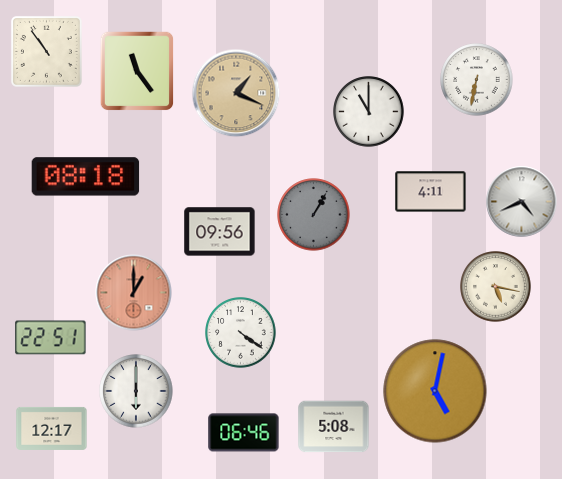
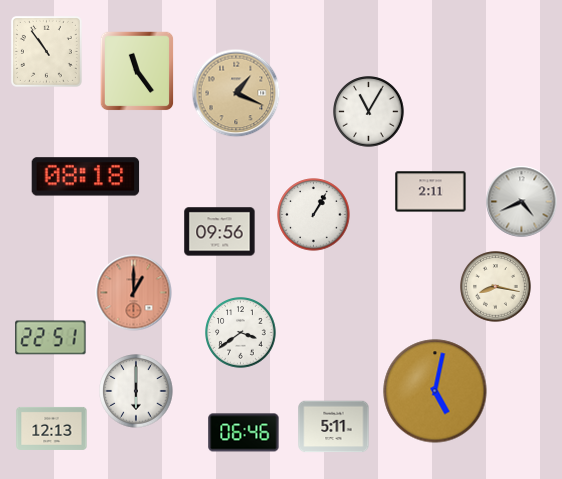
clock at (477, 80): 6:32 -> none
clock at (369, 112): 11:00 -> 11:05
clock at (431, 192): 4:11 -> 2:11
clock at (314, 215) dial: grey -> white
clock at (496, 287): 5:17 -> 8:17
clock at (241, 333): 4:21 -> 3:39
clock at (334, 427): 5:08 -> 5:11
clock at (52, 428): 12:17 -> 12:13
